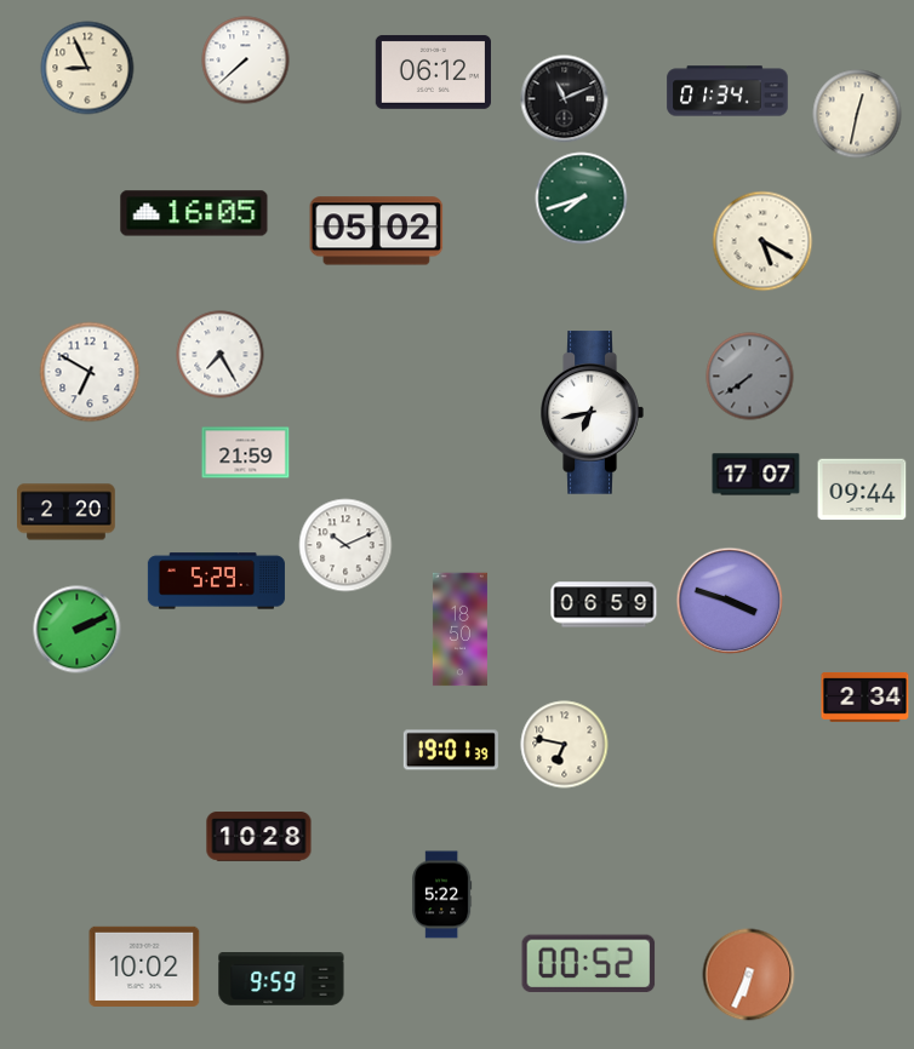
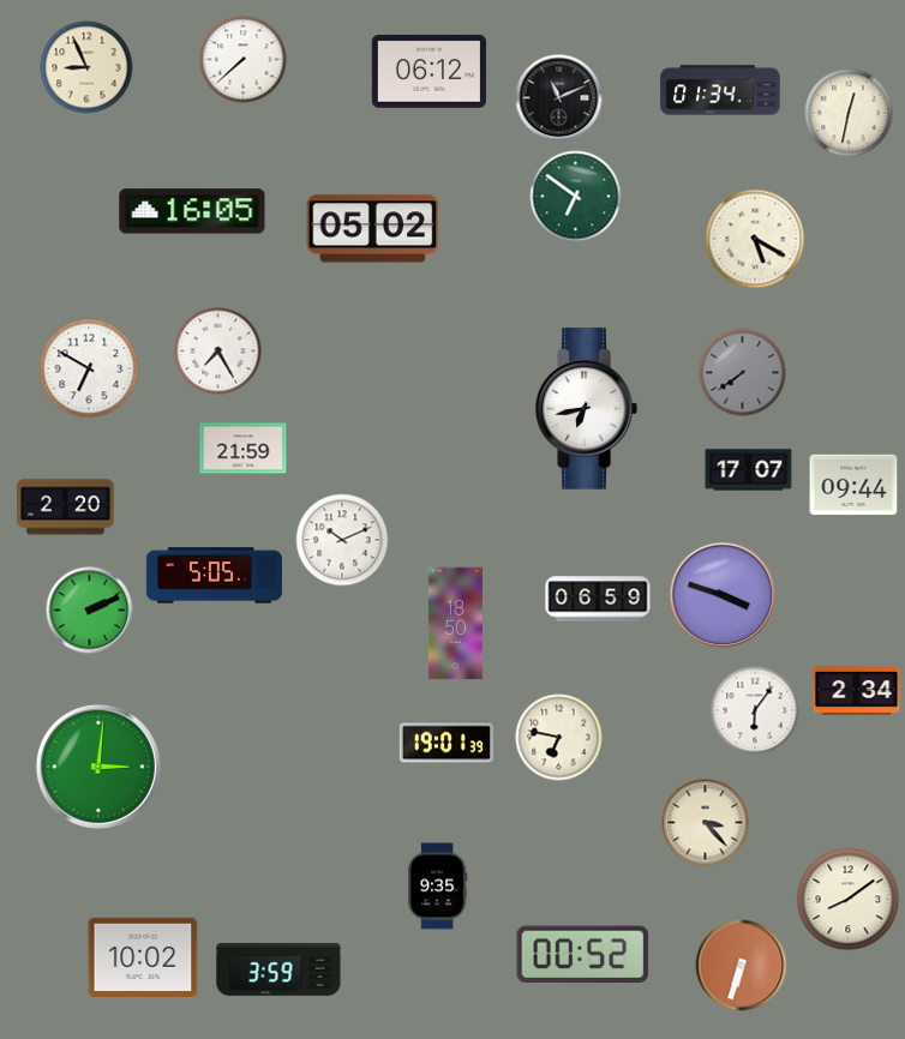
clock at (582, 199): 7:42 -> 6:51
clock at (216, 581): 5:29 -> 5:05
clock at (78, 630) position: (78, 630) -> (90, 611)
clock at (755, 710): none -> 6:06
clock at (98, 767): none -> 3:01
clock at (706, 823): none -> 3:23
clock at (259, 837): 10:28 -> none
clock at (442, 895): 5:22 -> 9:35
clock at (849, 900): none -> 8:09
clock at (749, 975): 6:34 -> 6:33
clock at (281, 980): 9:59 -> 3:59
